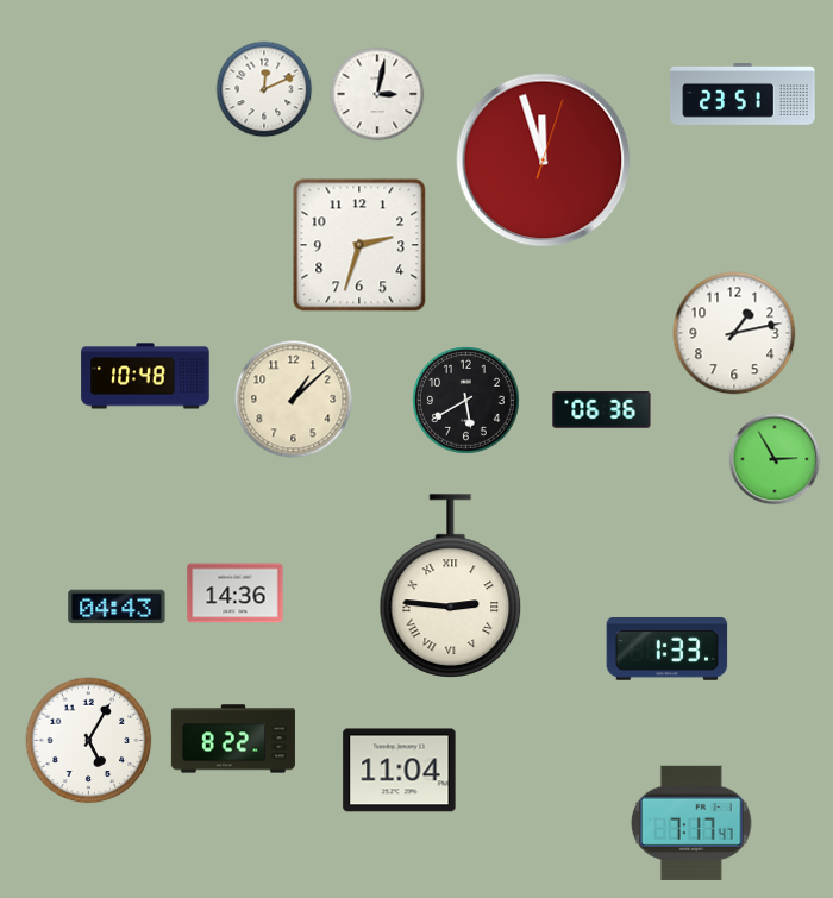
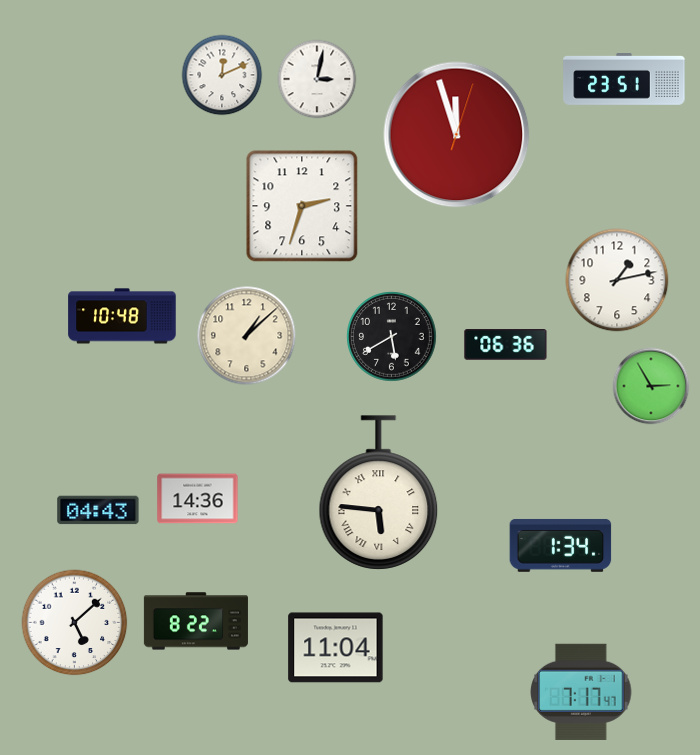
clock at (451, 586): 2:46 -> 5:46
clock at (668, 648): 1:33 -> 1:34
clock at (89, 741): 5:05 -> 5:08
